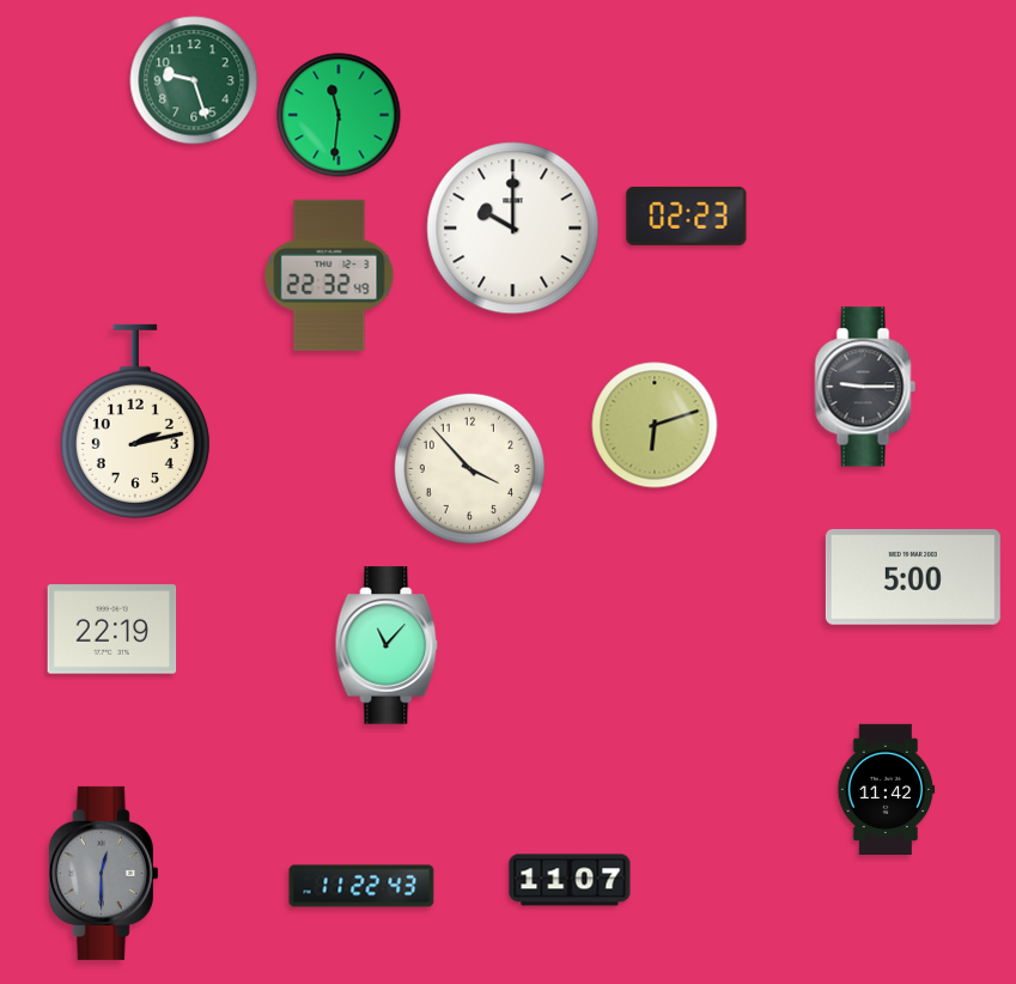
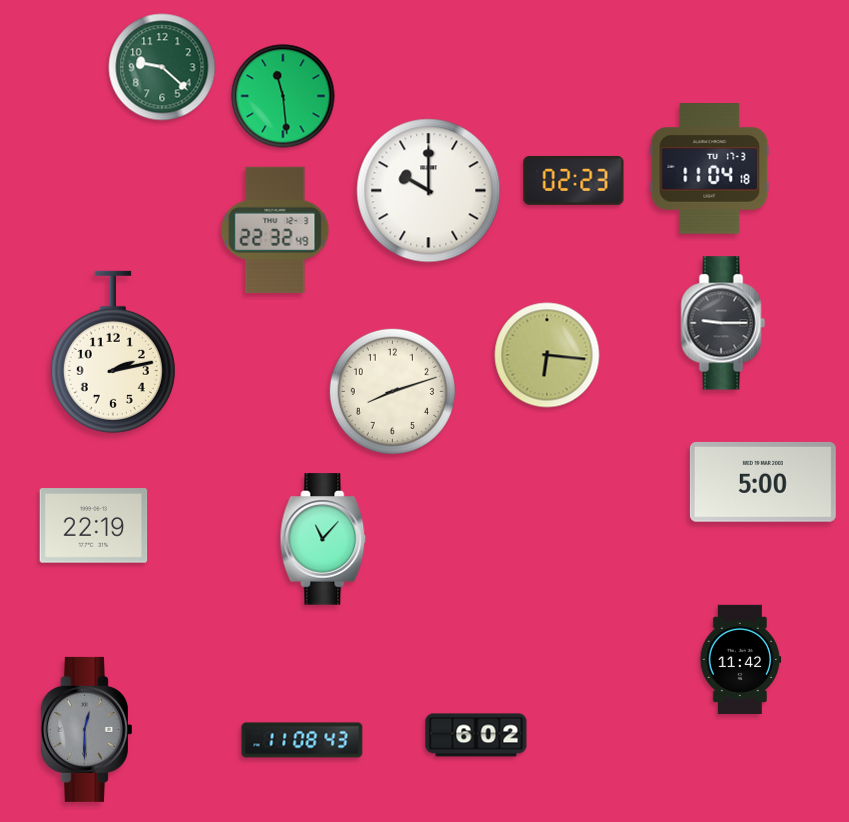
clock at (194, 80): 9:27 -> 9:22
clock at (339, 115): 11:31 -> 11:29
clock at (710, 169): none -> 11:04
clock at (655, 425): 6:12 -> 6:16
clock at (469, 468): 3:53 -> 8:12
clock at (570, 880): 11:07 -> 6:02
clock at (361, 886): 11:22 -> 11:08
